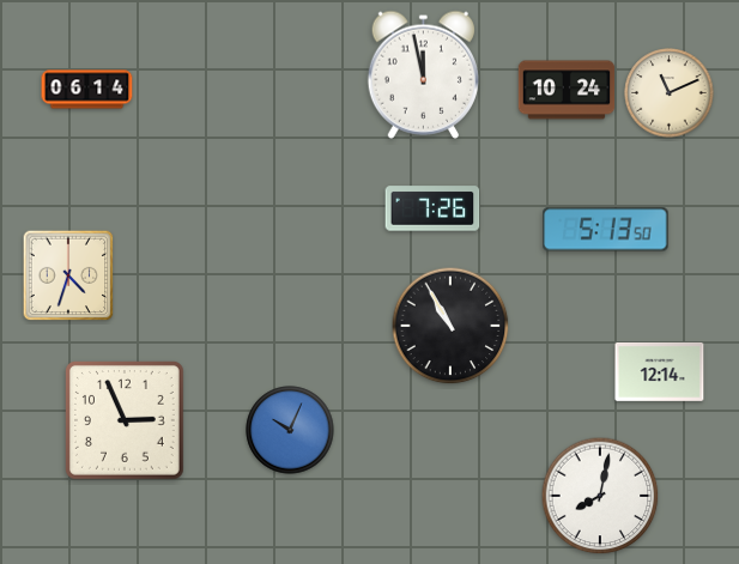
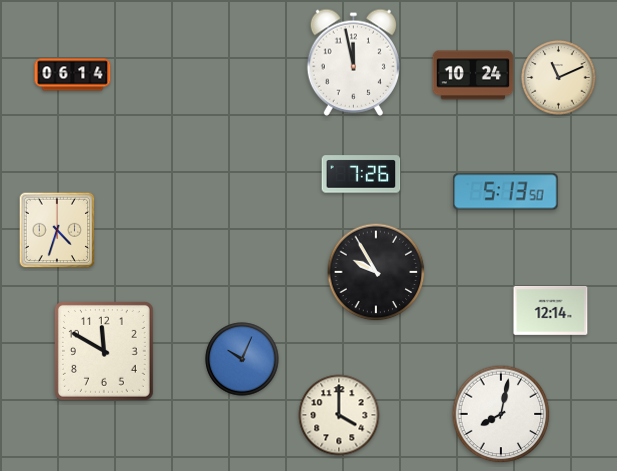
clock at (450, 326): 10:55 -> 9:55
clock at (125, 420): 2:56 -> 11:50
clock at (339, 415): none -> 4:00
